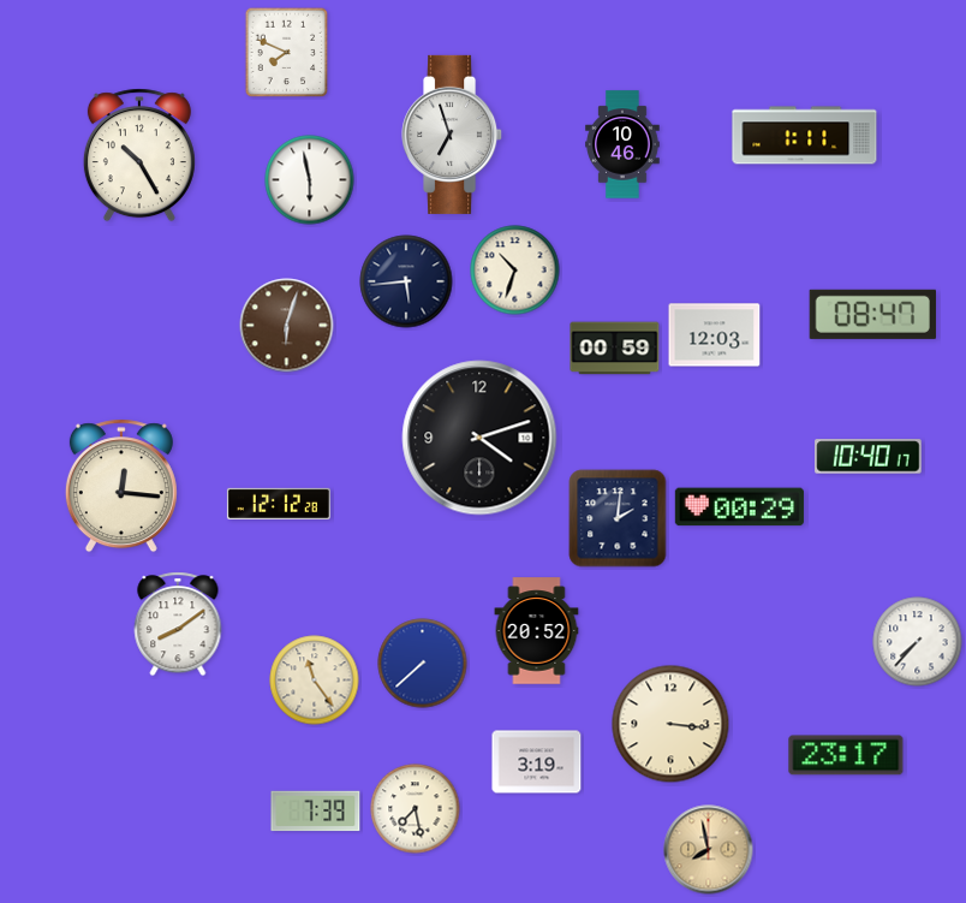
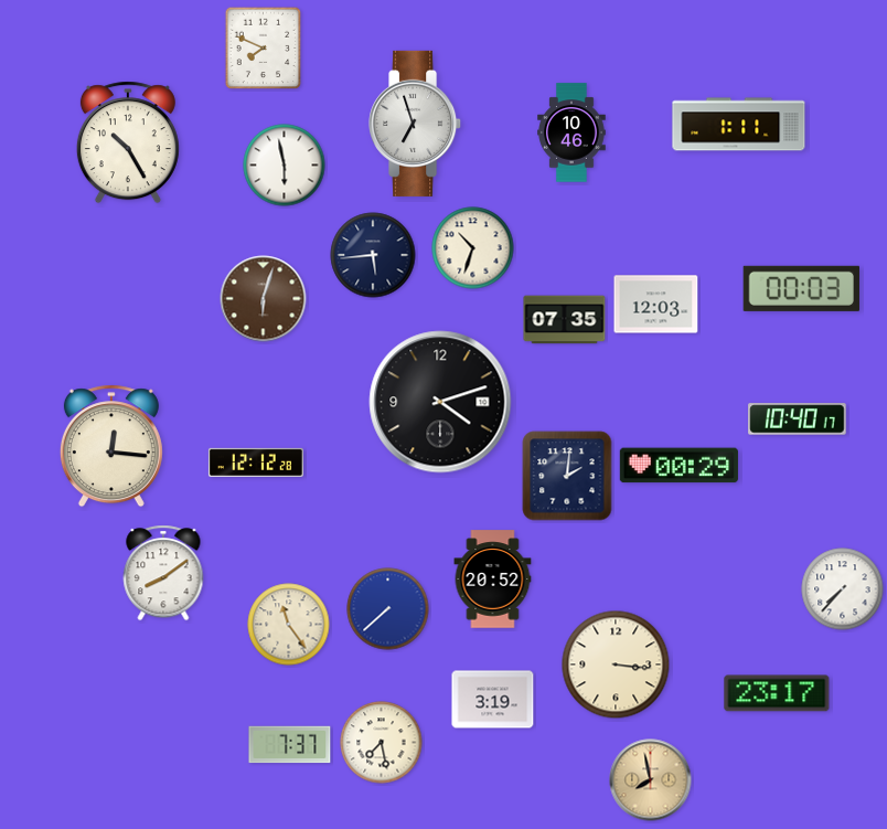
clock at (406, 281) position: (406, 281) -> (373, 255)
clock at (872, 314): 08:47 -> 00:03
clock at (715, 335) position: (715, 335) -> (656, 305)
clock at (615, 349): 00:59 -> 07:35
clock at (316, 812): 7:39 -> 7:37
